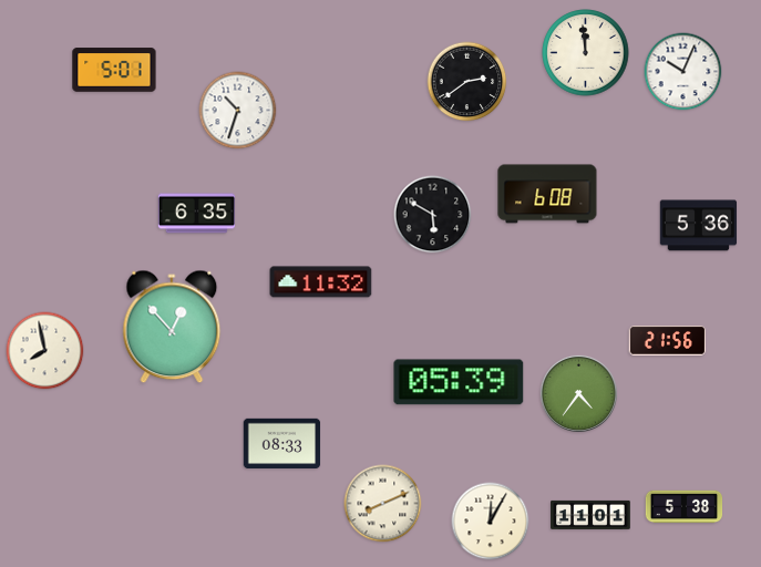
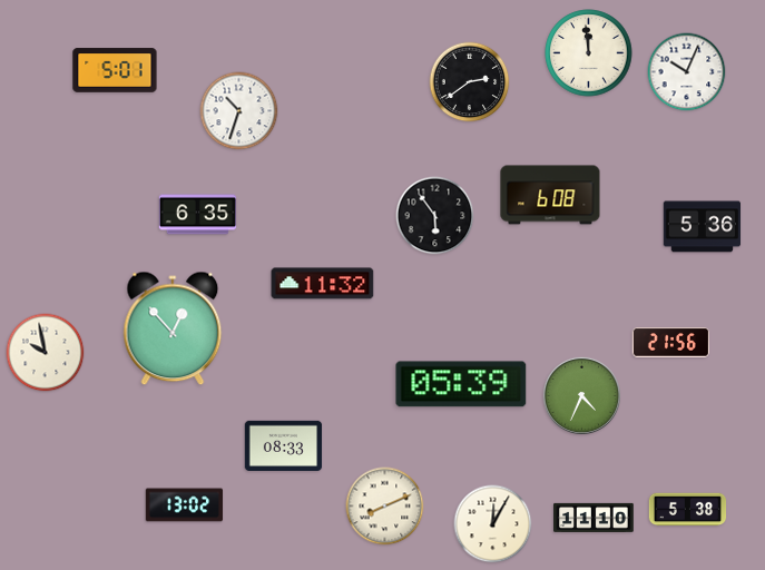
clock at (433, 215): 5:50 -> 5:54
clock at (45, 351): 7:58 -> 9:58
clock at (578, 393): 4:36 -> 4:34
clock at (185, 505): none -> 13:02
clock at (590, 515): 11:01 -> 11:10
